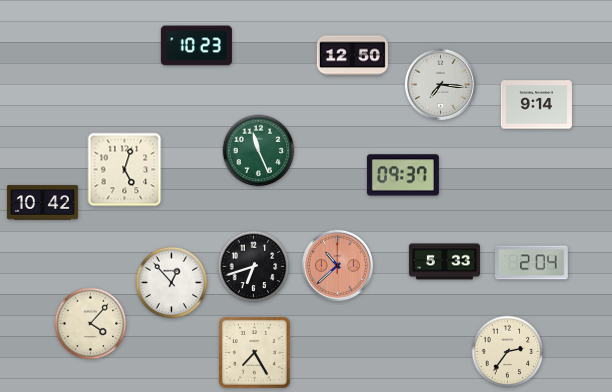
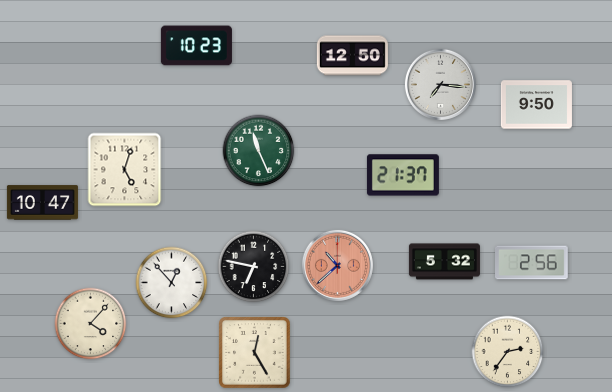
clock at (536, 105): 9:14 -> 9:50
clock at (403, 175): 09:37 -> 21:37
clock at (42, 203): 10:42 -> 10:47
clock at (444, 262): 5:33 -> 5:32
clock at (532, 263): 2:04 -> 2:56
clock at (254, 267): 6:42 -> 6:47
clock at (255, 353): 7:25 -> 12:25
